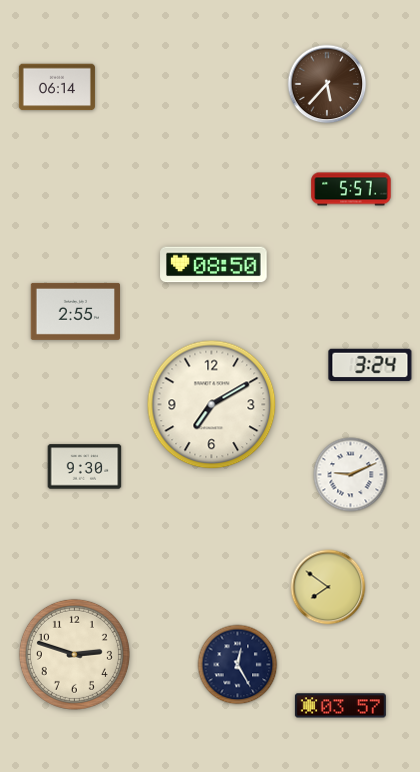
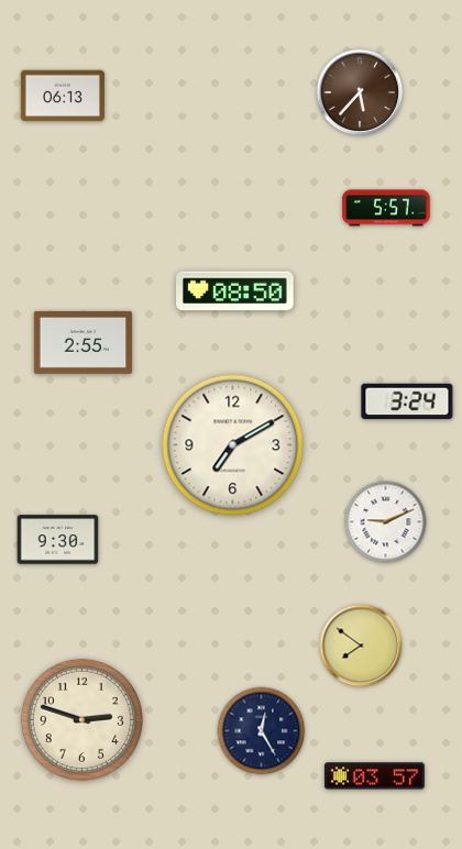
clock at (57, 87): 06:14 -> 06:13
clock at (85, 467) position: (85, 467) -> (58, 540)
